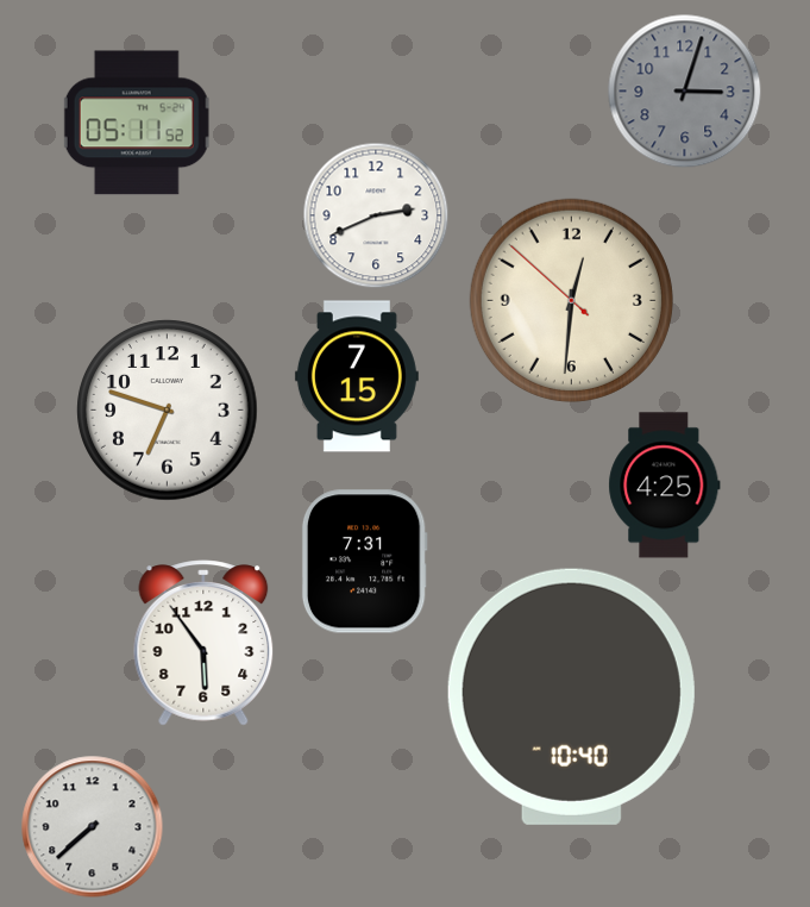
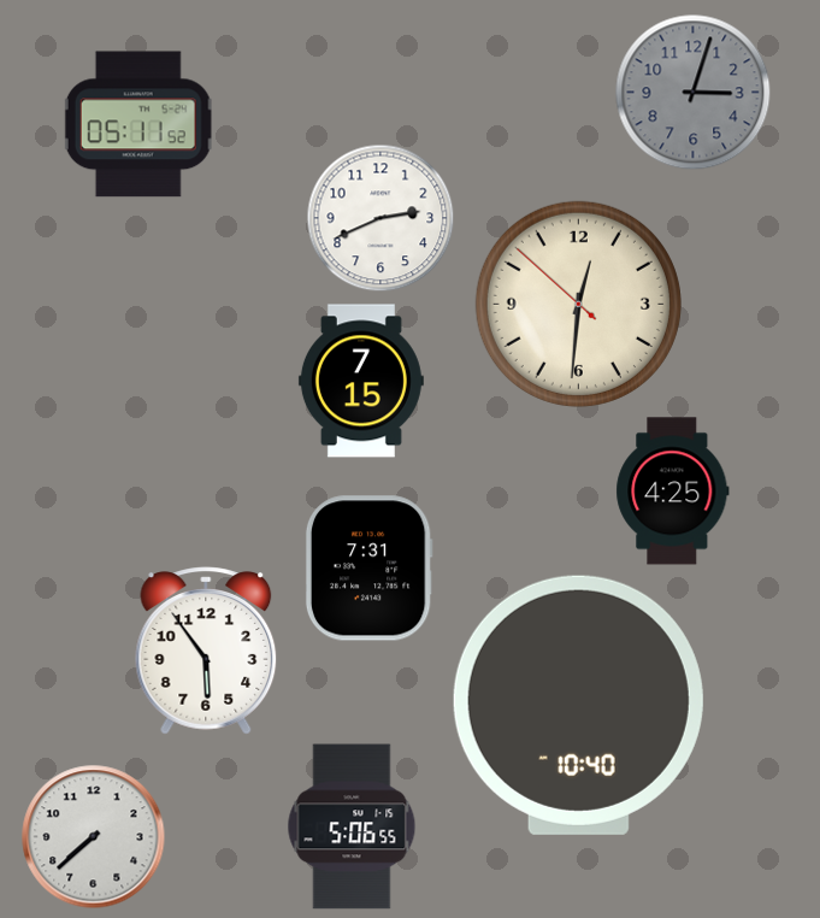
clock at (168, 411): 6:48 -> none
clock at (352, 826): none -> 5:06
